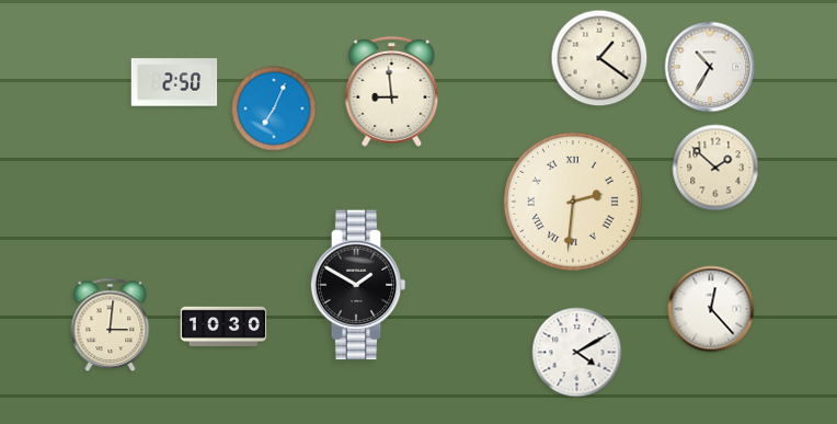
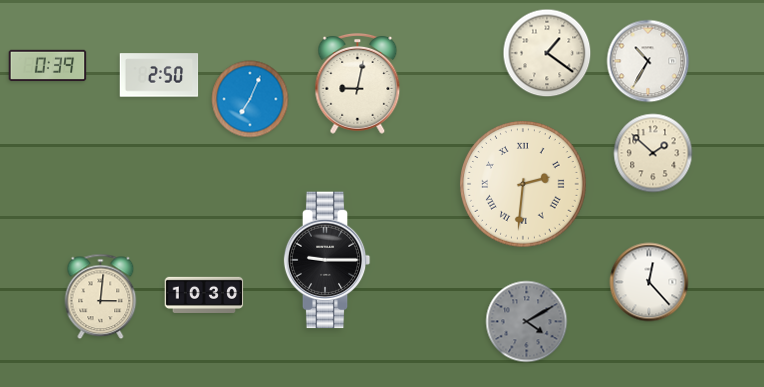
clock at (48, 66): none -> 0:39
clock at (392, 91): 8:59 -> 9:02
clock at (358, 285): 1:50 -> 9:15
clock at (223, 325) position: (223, 325) -> (204, 294)
clock at (577, 353) dial: white -> grey
